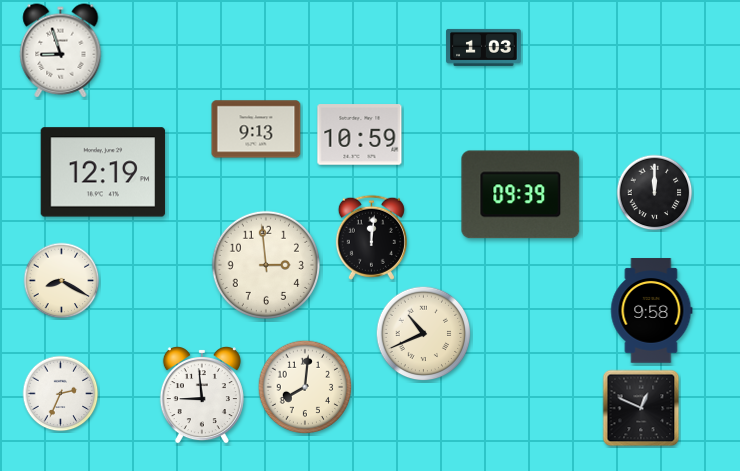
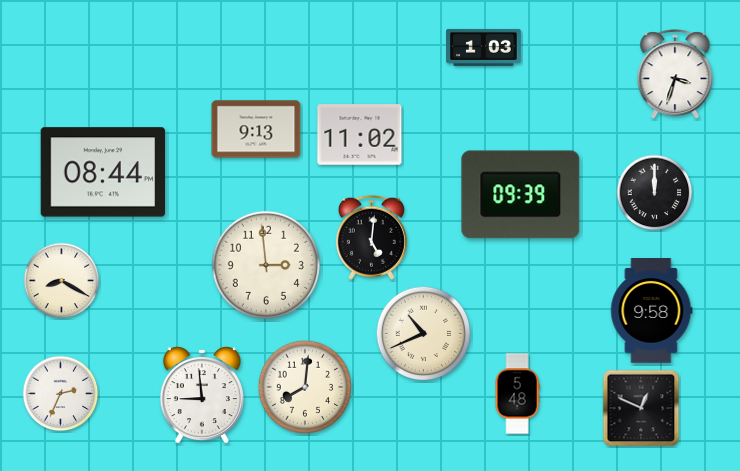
clock at (61, 51): 8:57 -> none
clock at (675, 75): none -> 3:33
clock at (360, 135): 10:59 -> 11:02
clock at (103, 172): 12:19 -> 08:44
clock at (371, 237): 12:01 -> 5:01
clock at (517, 394): none -> 5:48
